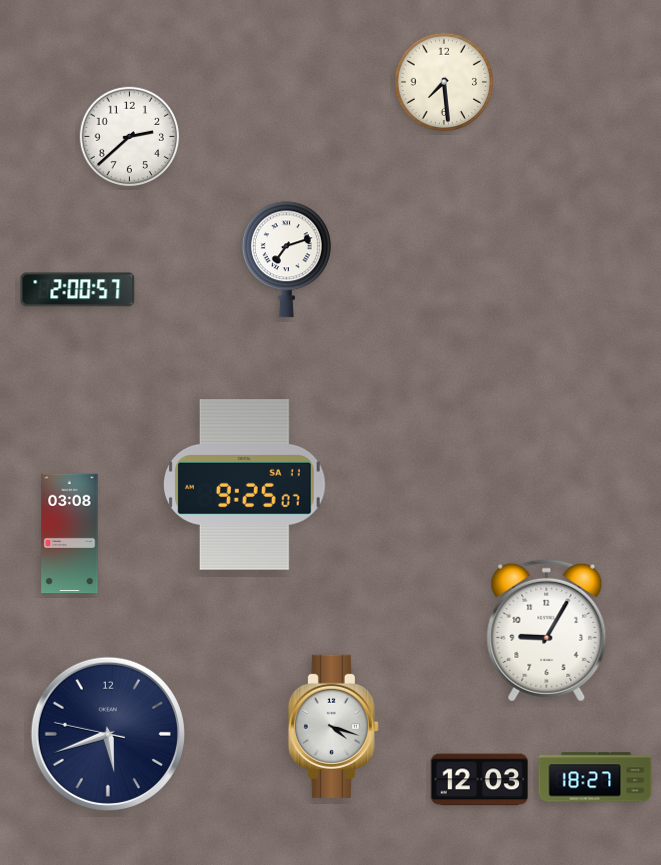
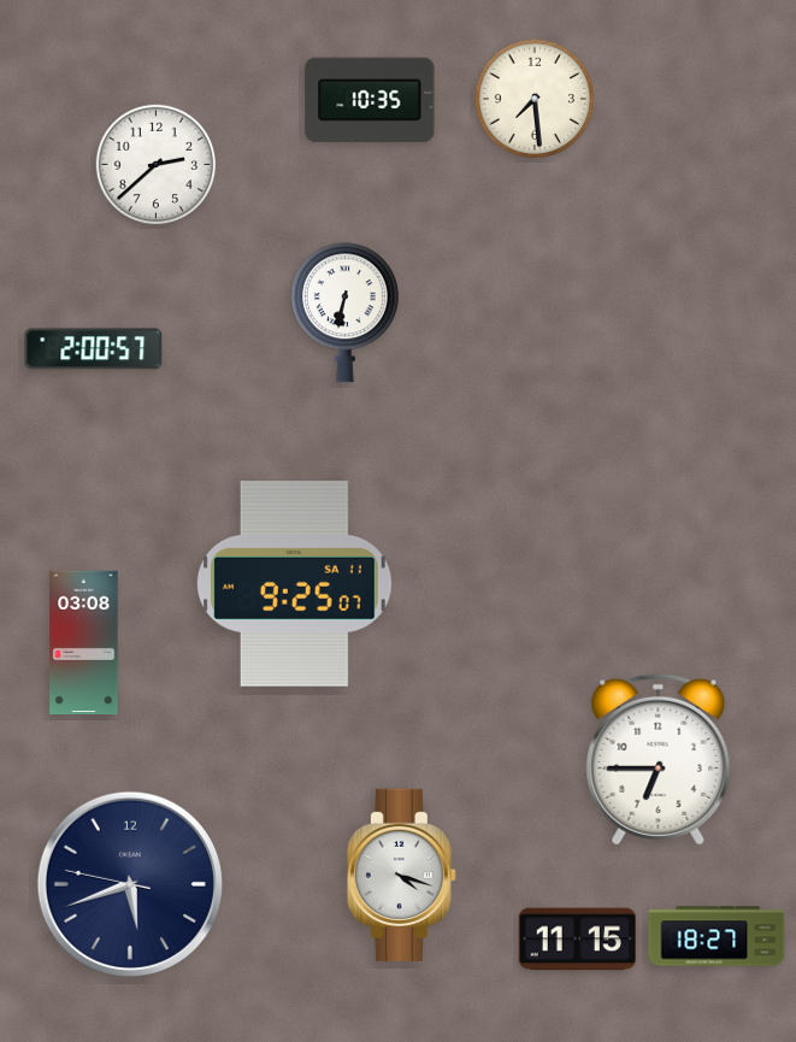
clock at (370, 100): none -> 10:35
clock at (286, 260): 7:12 -> 6:32
clock at (547, 630): 9:05 -> 6:45
clock at (479, 780): 12:03 -> 11:15
